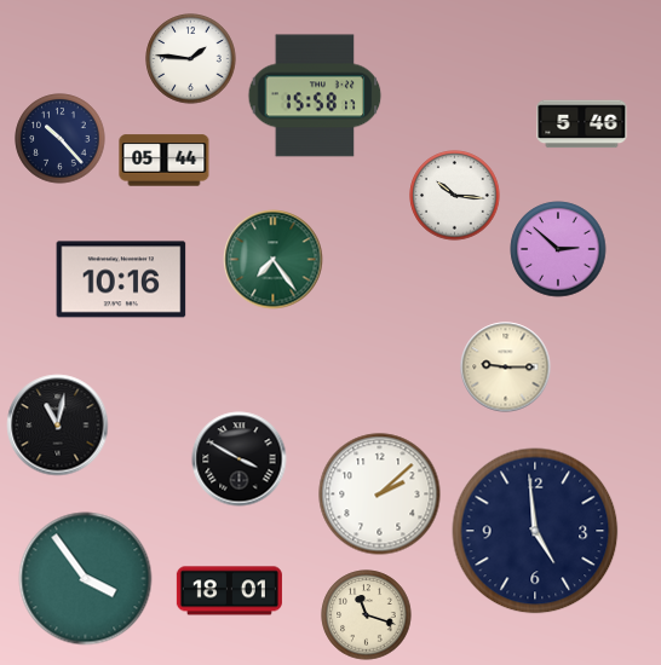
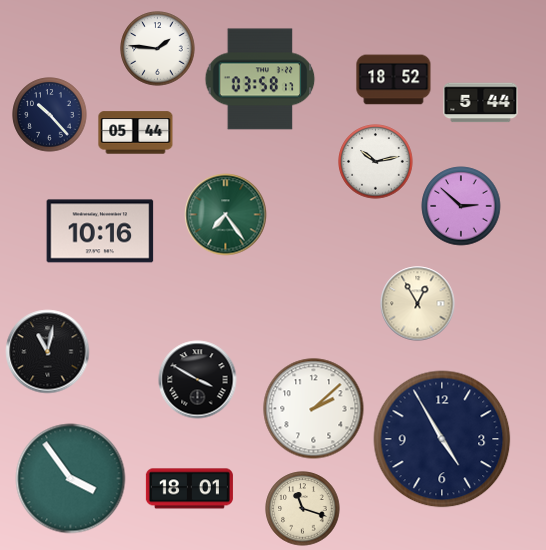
clock at (315, 96): 15:58 -> 03:58
clock at (394, 80): none -> 18:52
clock at (582, 125): 5:46 -> 5:44
clock at (455, 196): 10:16 -> 10:13
clock at (506, 368): 9:15 -> 12:55
clock at (535, 531): 4:59 -> 4:55
